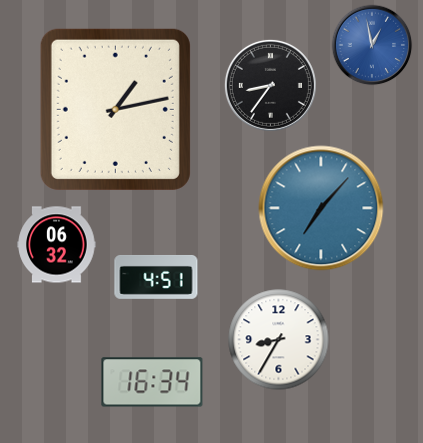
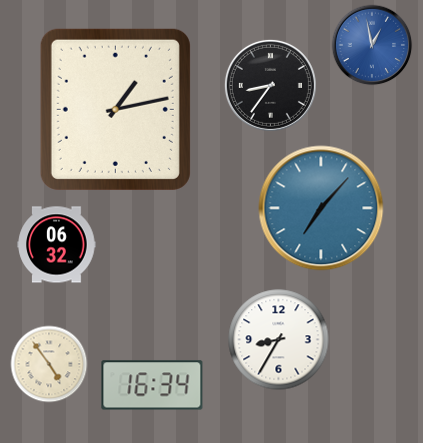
clock at (156, 277): 4:51 -> none
clock at (49, 364): none -> 4:54
clock at (152, 382) position: (152, 382) -> (152, 385)
